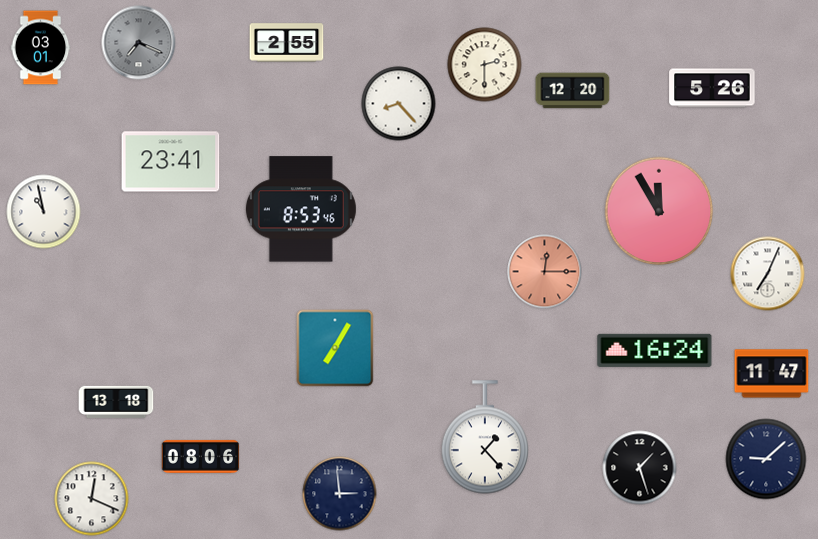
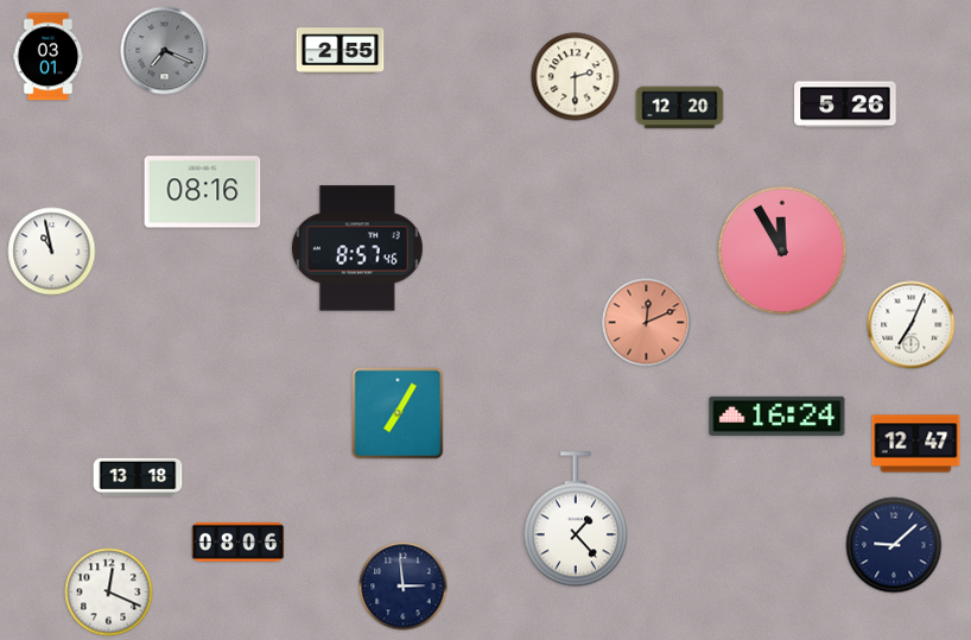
clock at (399, 104): 8:23 -> none
clock at (171, 162): 23:41 -> 08:16
clock at (301, 209): 8:53 -> 8:57
clock at (545, 272): 12:15 -> 12:11
clock at (772, 374): 11:47 -> 12:47
clock at (766, 459) position: (766, 459) -> (894, 545)
clock at (640, 468): 1:27 -> none
